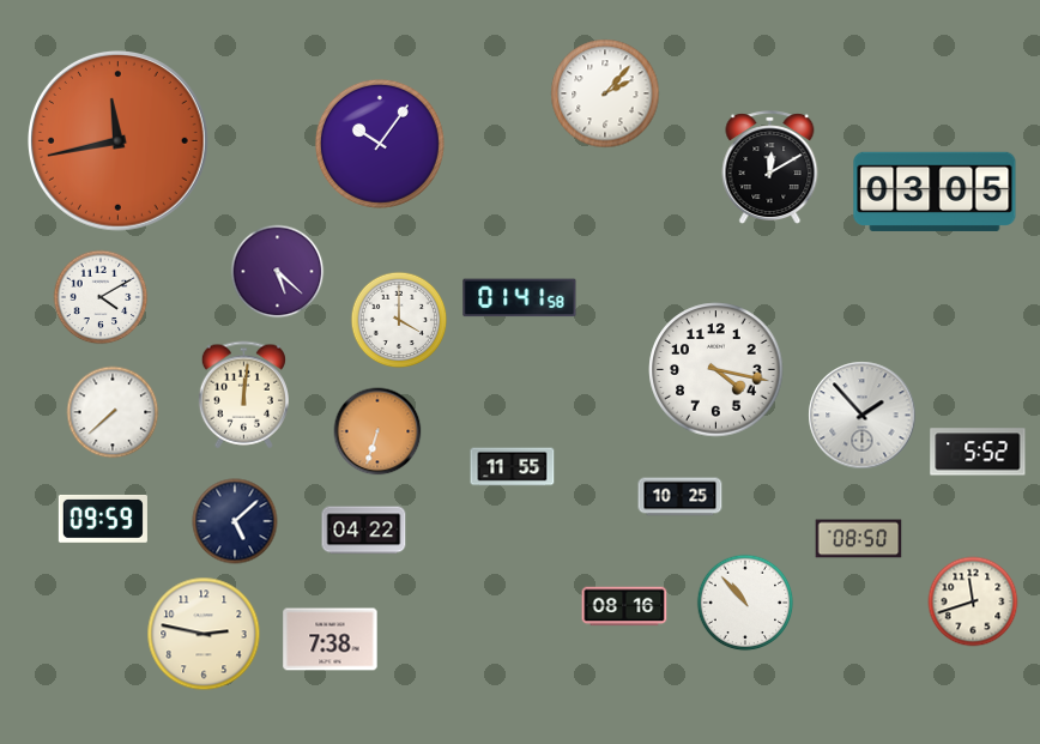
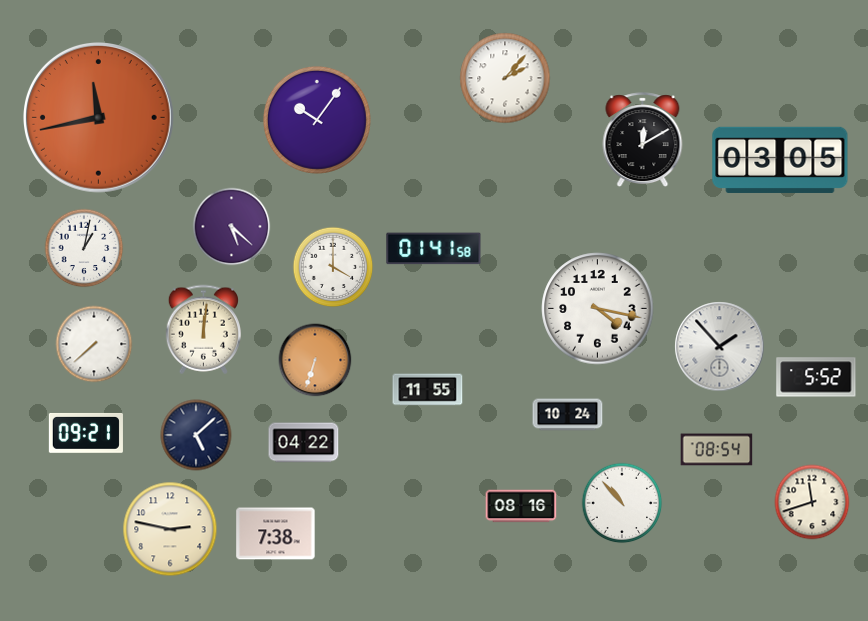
clock at (101, 297): 4:10 -> 1:02
clock at (681, 497): 10:25 -> 10:24
clock at (103, 519): 09:59 -> 09:21
clock at (859, 539): 08:50 -> 08:54
